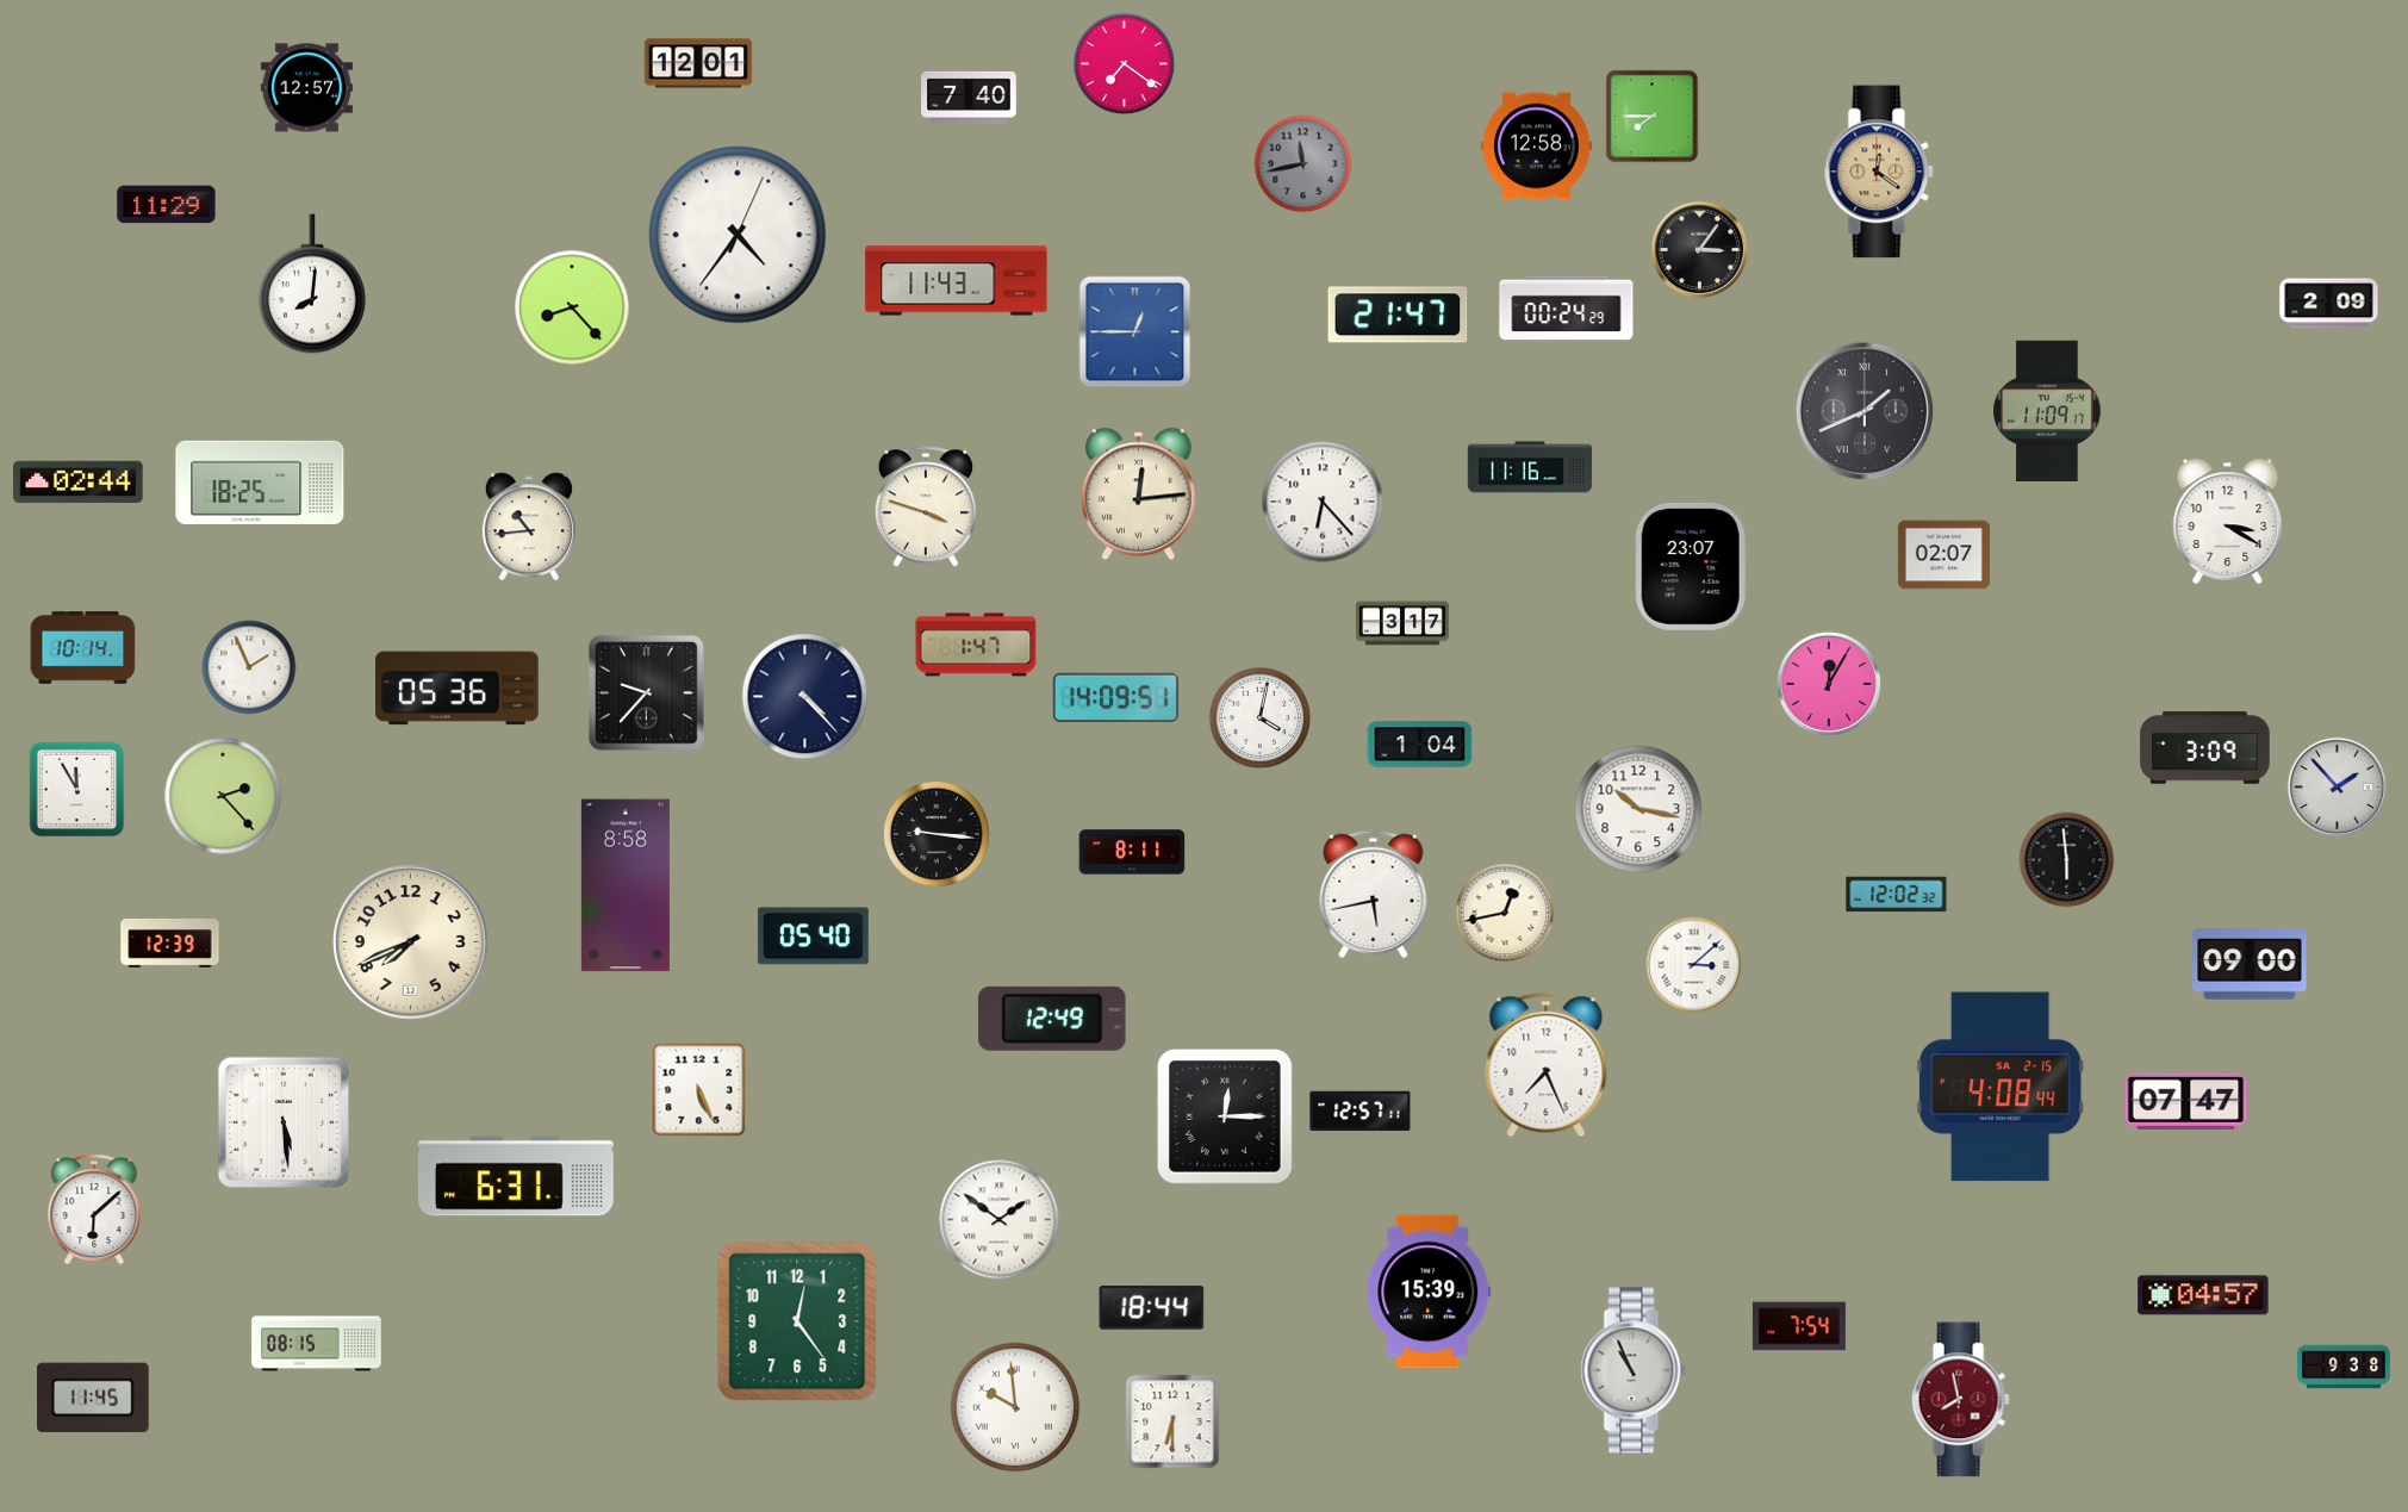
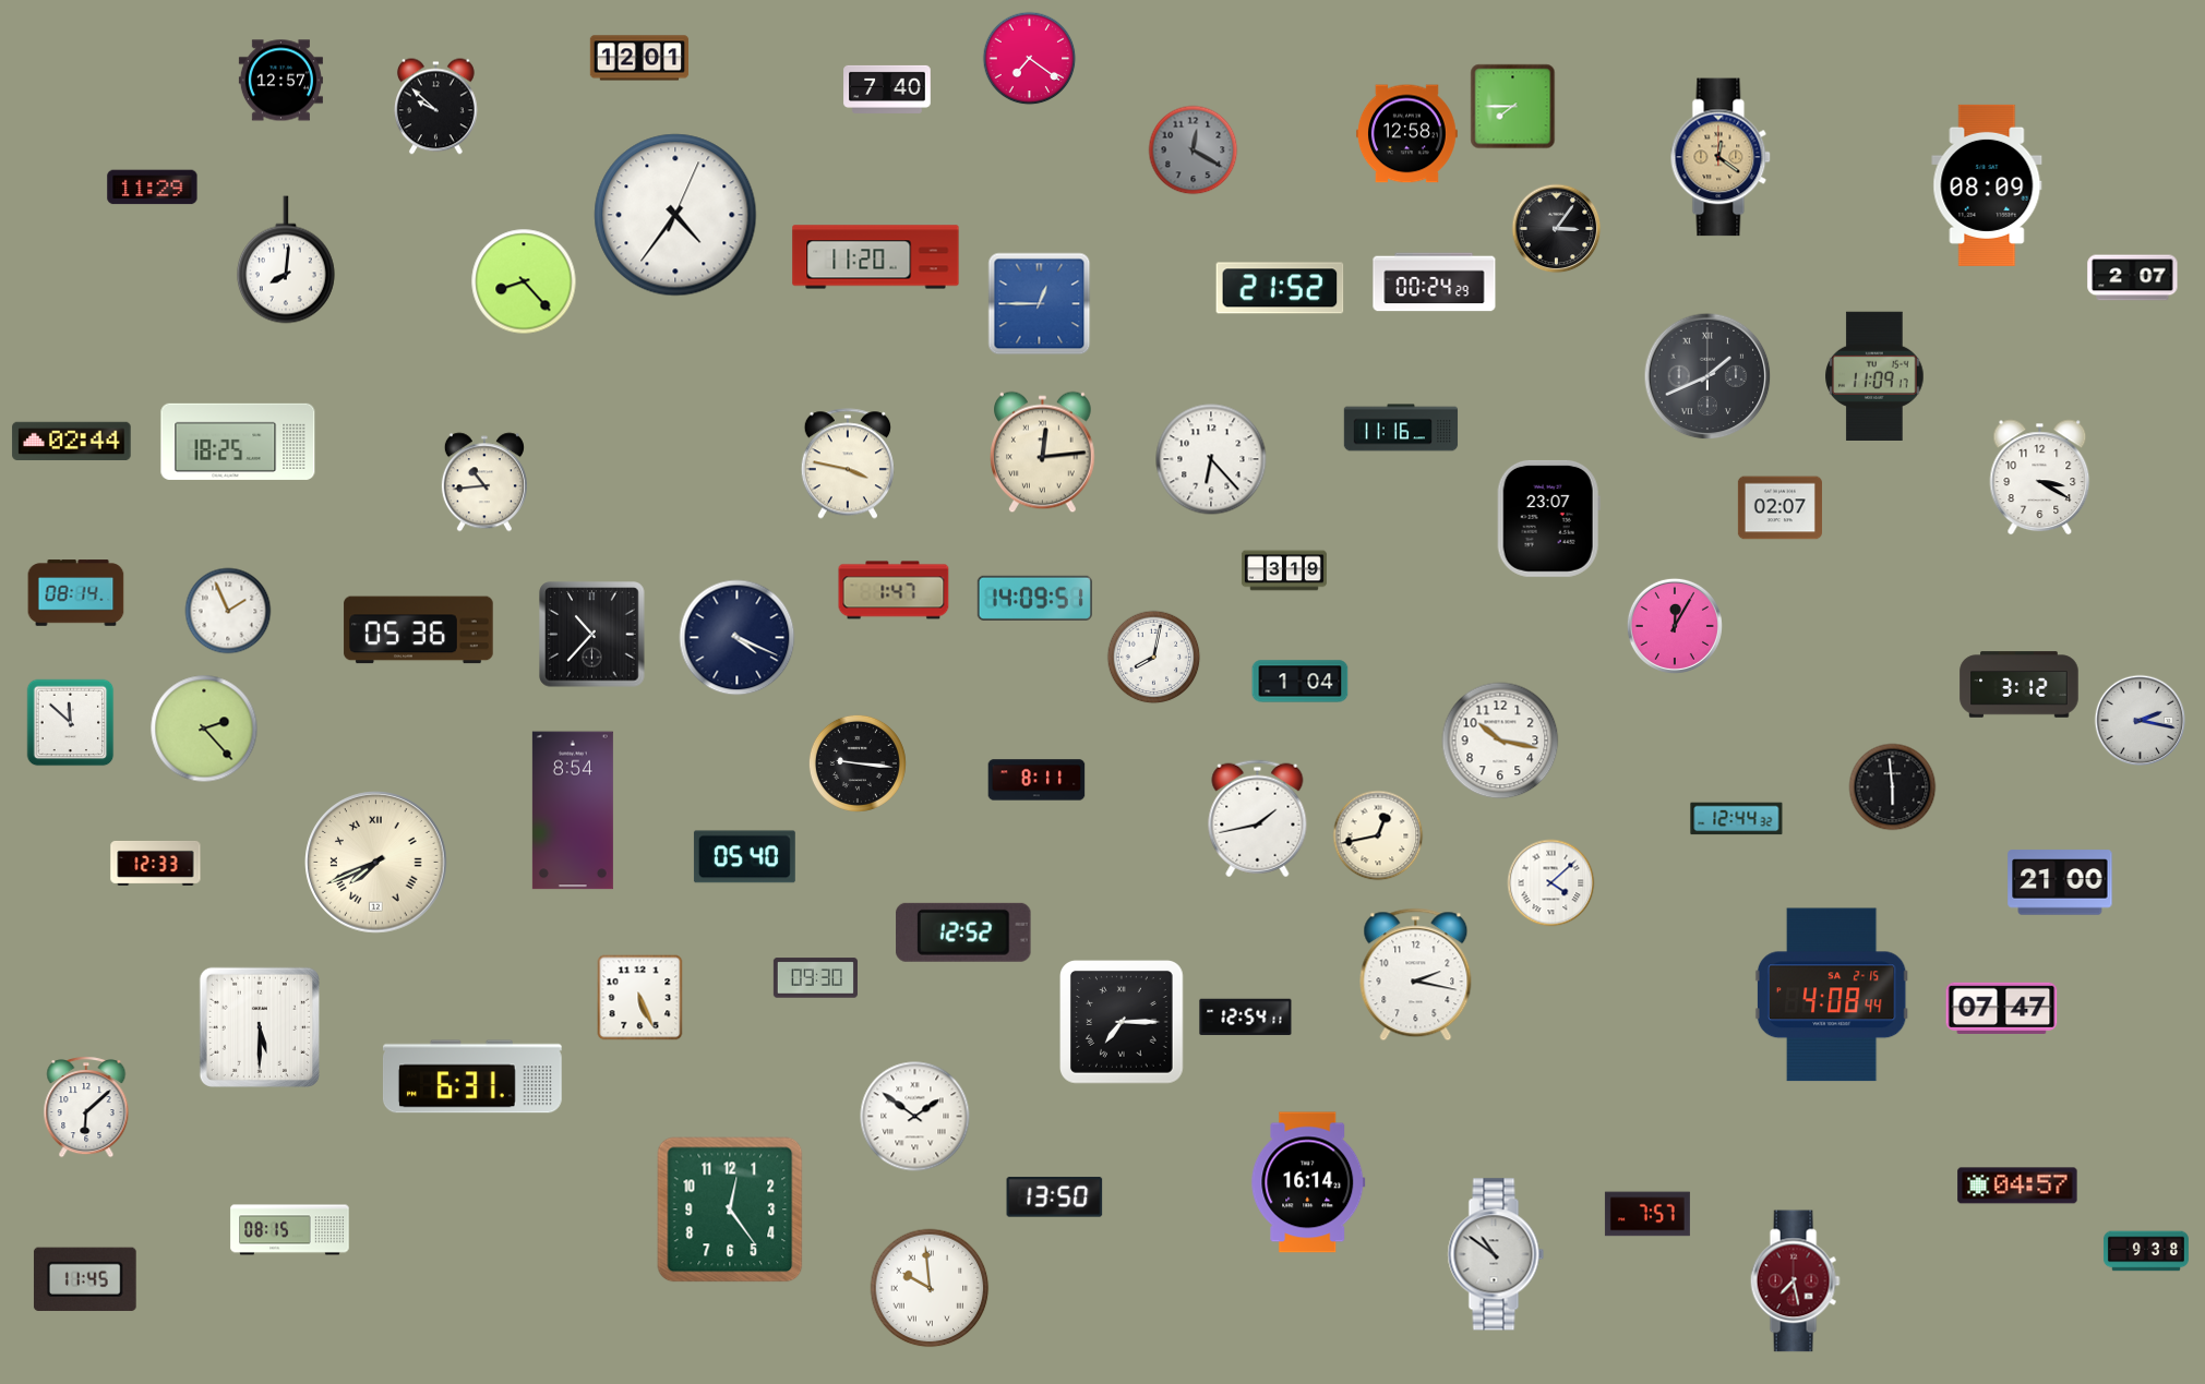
clock at (436, 107): none -> 9:52
clock at (1303, 164): 11:43 -> 12:20
clock at (1987, 185): none -> 08:09
clock at (957, 281): 11:43 -> 11:20
clock at (2329, 304): 2:09 -> 2:07
clock at (1398, 315): 21:47 -> 21:52
clock at (926, 506): 3:48 -> 3:47
clock at (1402, 623): 3:17 -> 3:19
clock at (83, 648): 10:14 -> 08:14
clock at (647, 693): 9:37 -> 10:37
clock at (805, 697): 4:23 -> 4:19
clock at (1115, 697) position: (1115, 697) -> (1034, 598)
clock at (1261, 718): 4:02 -> 8:02
clock at (2205, 748): 3:09 -> 3:12
clock at (2338, 788): 1:53 -> 2:17
clock at (77, 790): 11:55 -> 11:52
clock at (626, 885): 8:58 -> 8:54
clock at (1374, 895): 5:43 -> 1:43
clock at (1897, 895): 12:02 -> 12:44
clock at (170, 942): 12:39 -> 12:33
clock at (411, 942) numerals: Arabic -> Roman
clock at (2250, 964): 09:00 -> 21:00
clock at (1694, 965): 3:08 -> 4:08
clock at (1052, 1019): 12:49 -> 12:52
clock at (1547, 1065): 7:26 -> 2:17
clock at (815, 978): none -> 09:30
clock at (1361, 1112): 12:57 -> 12:54
clock at (1225, 1116): 12:15 -> 7:15
clock at (284, 1122): 5:29 -> 5:30
clock at (1429, 1292): 15:39 -> 16:14
clock at (1152, 1308): 18:44 -> 13:50
clock at (1799, 1326): 7:54 -> 7:57
clock at (1634, 1370): 10:56 -> 10:51
clock at (1960, 1400): 7:58 -> 7:28
clock at (1172, 1421): 6:30 -> none
